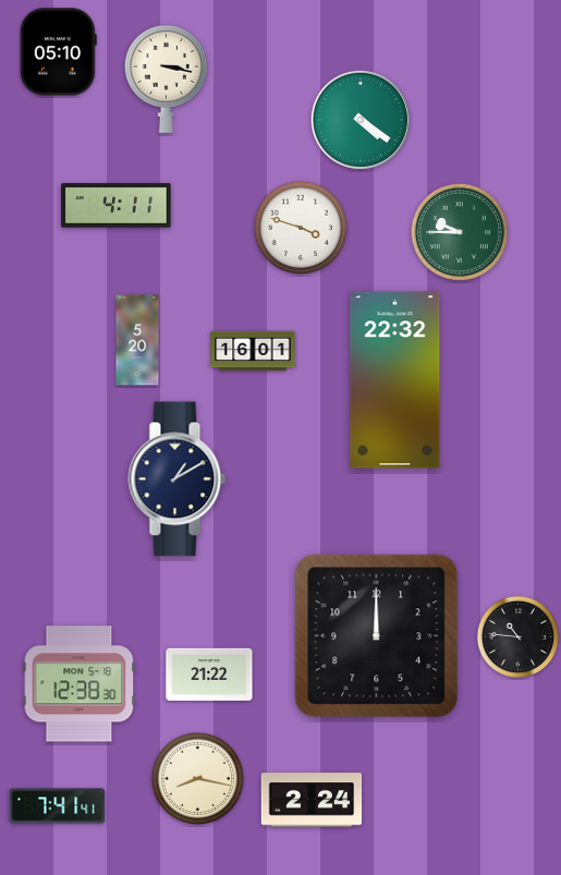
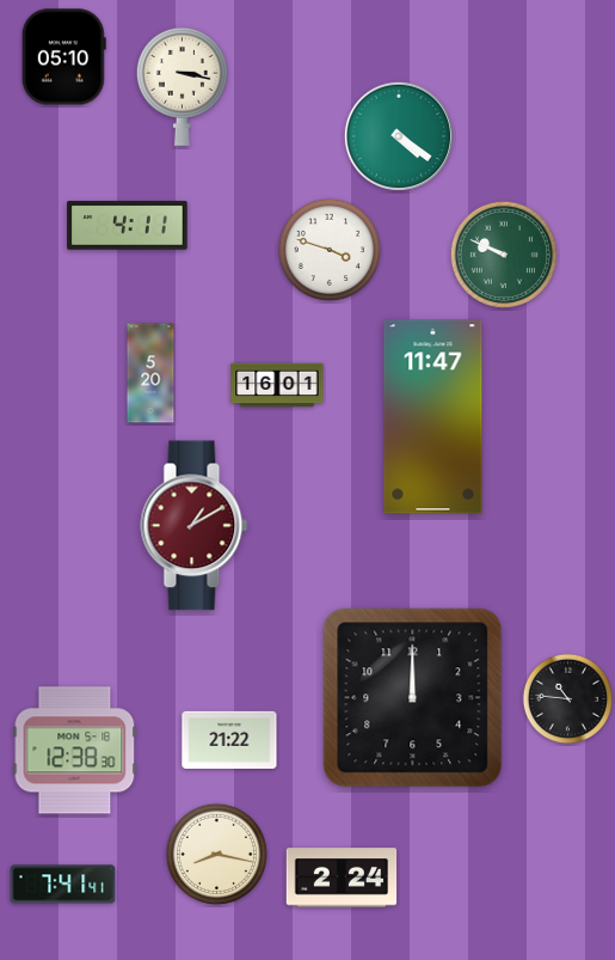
clock at (361, 120) position: (361, 120) -> (399, 136)
clock at (460, 232): 9:45 -> 9:49
clock at (395, 380): 22:32 -> 11:47
clock at (178, 479) dial: navy -> burgundy
clock at (80, 684) position: (80, 684) -> (75, 751)
